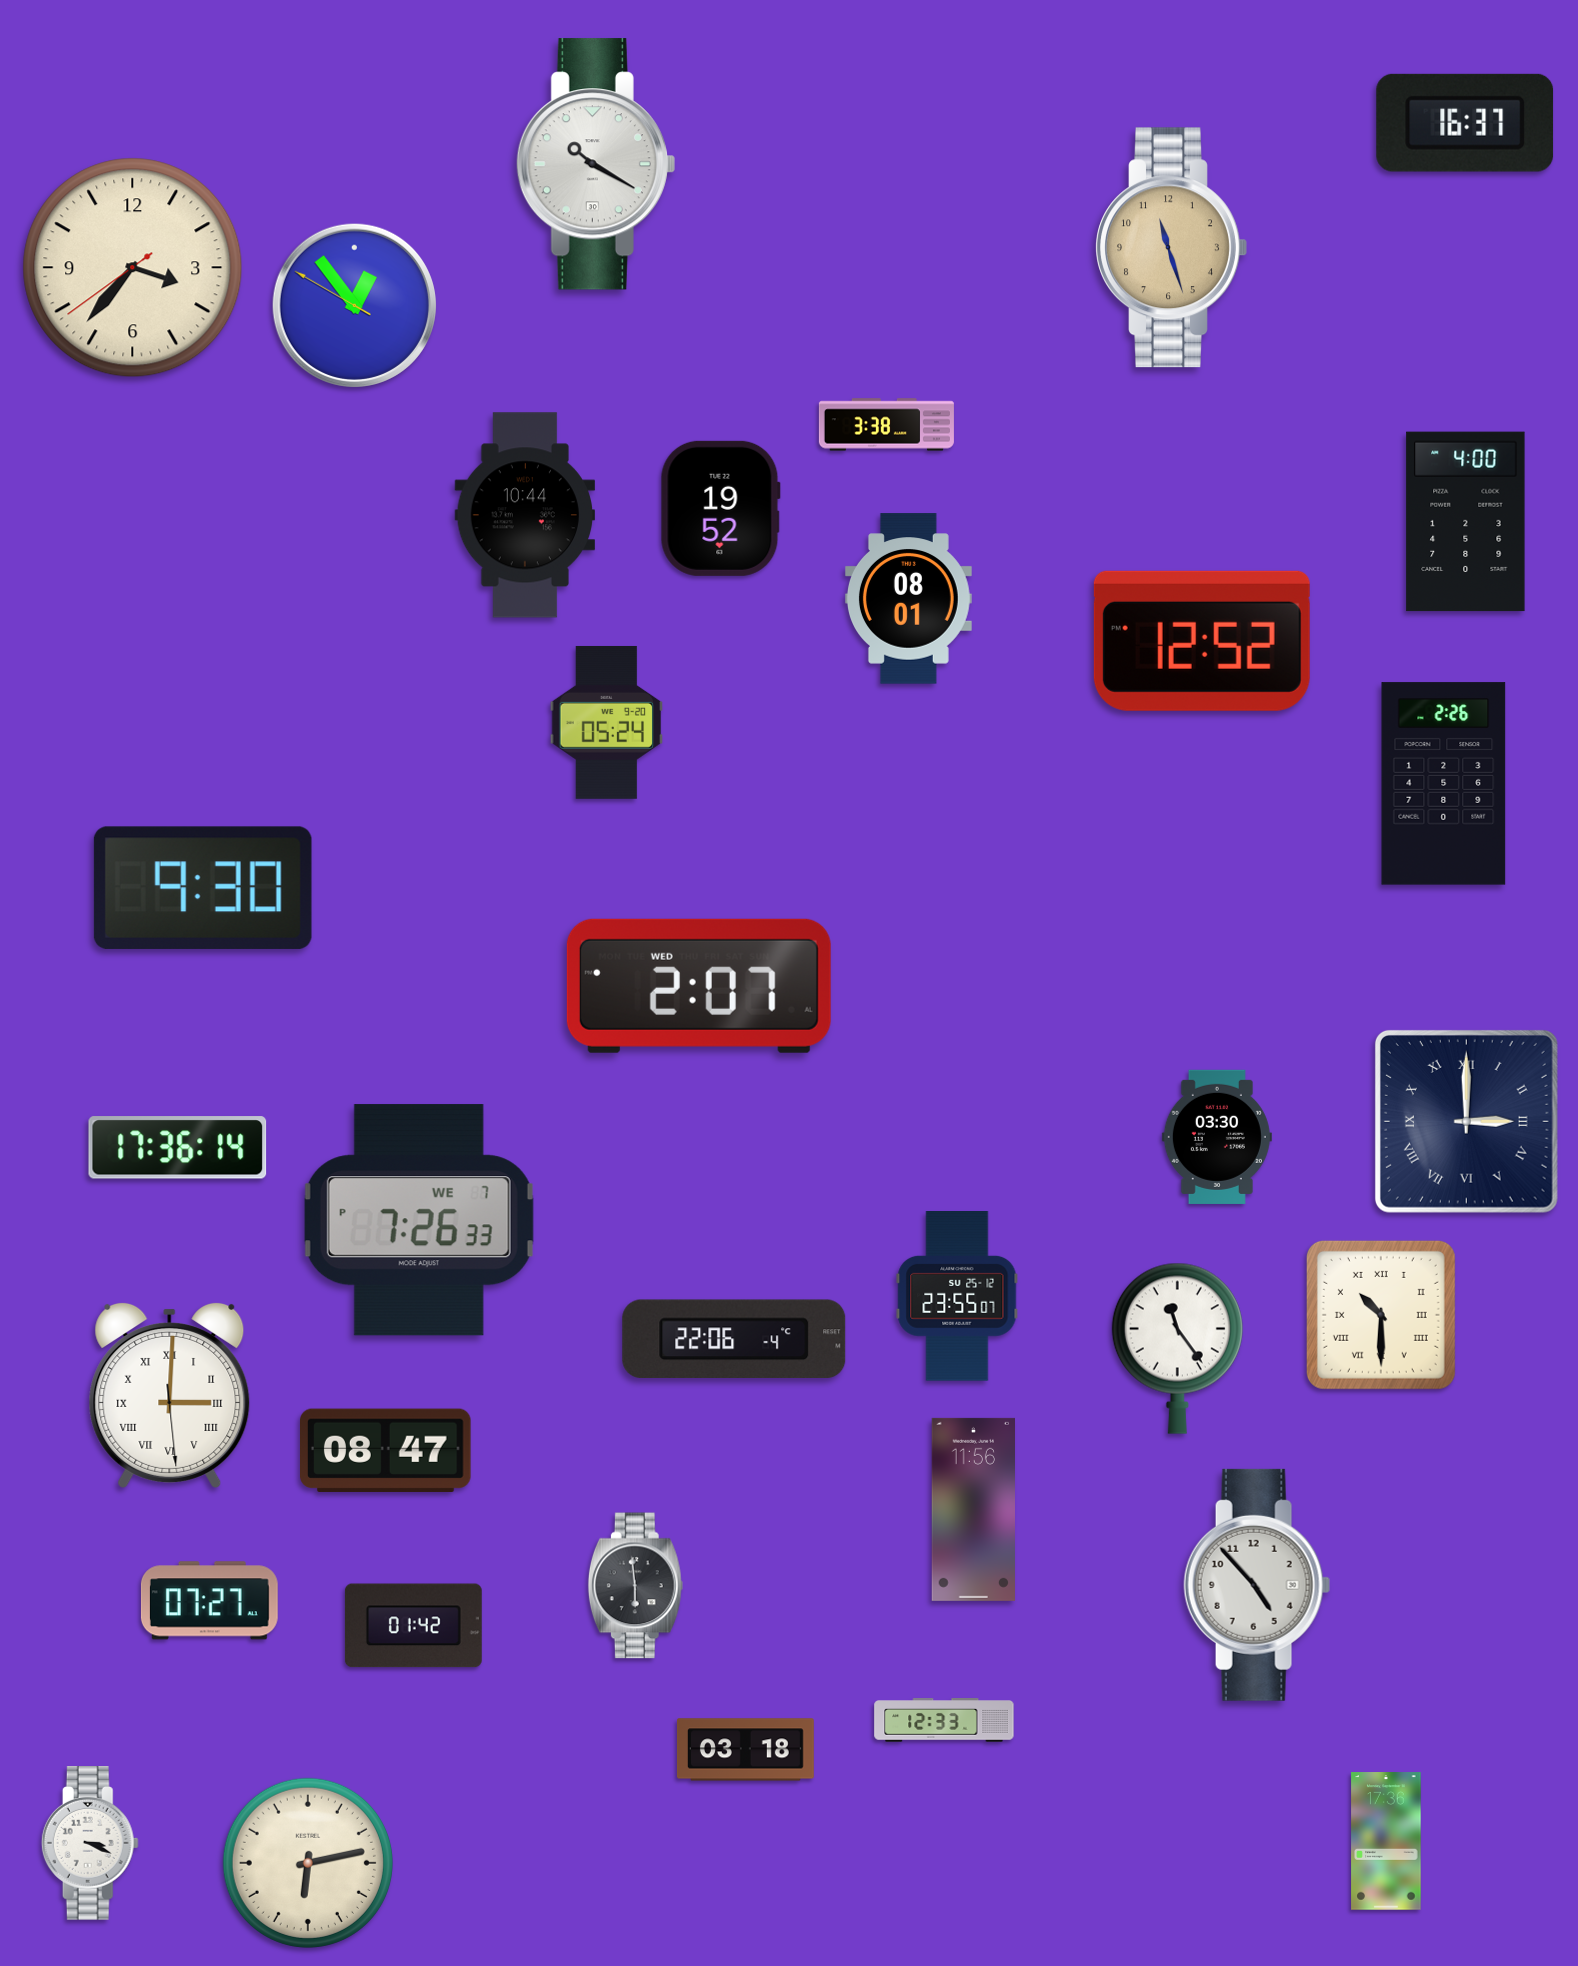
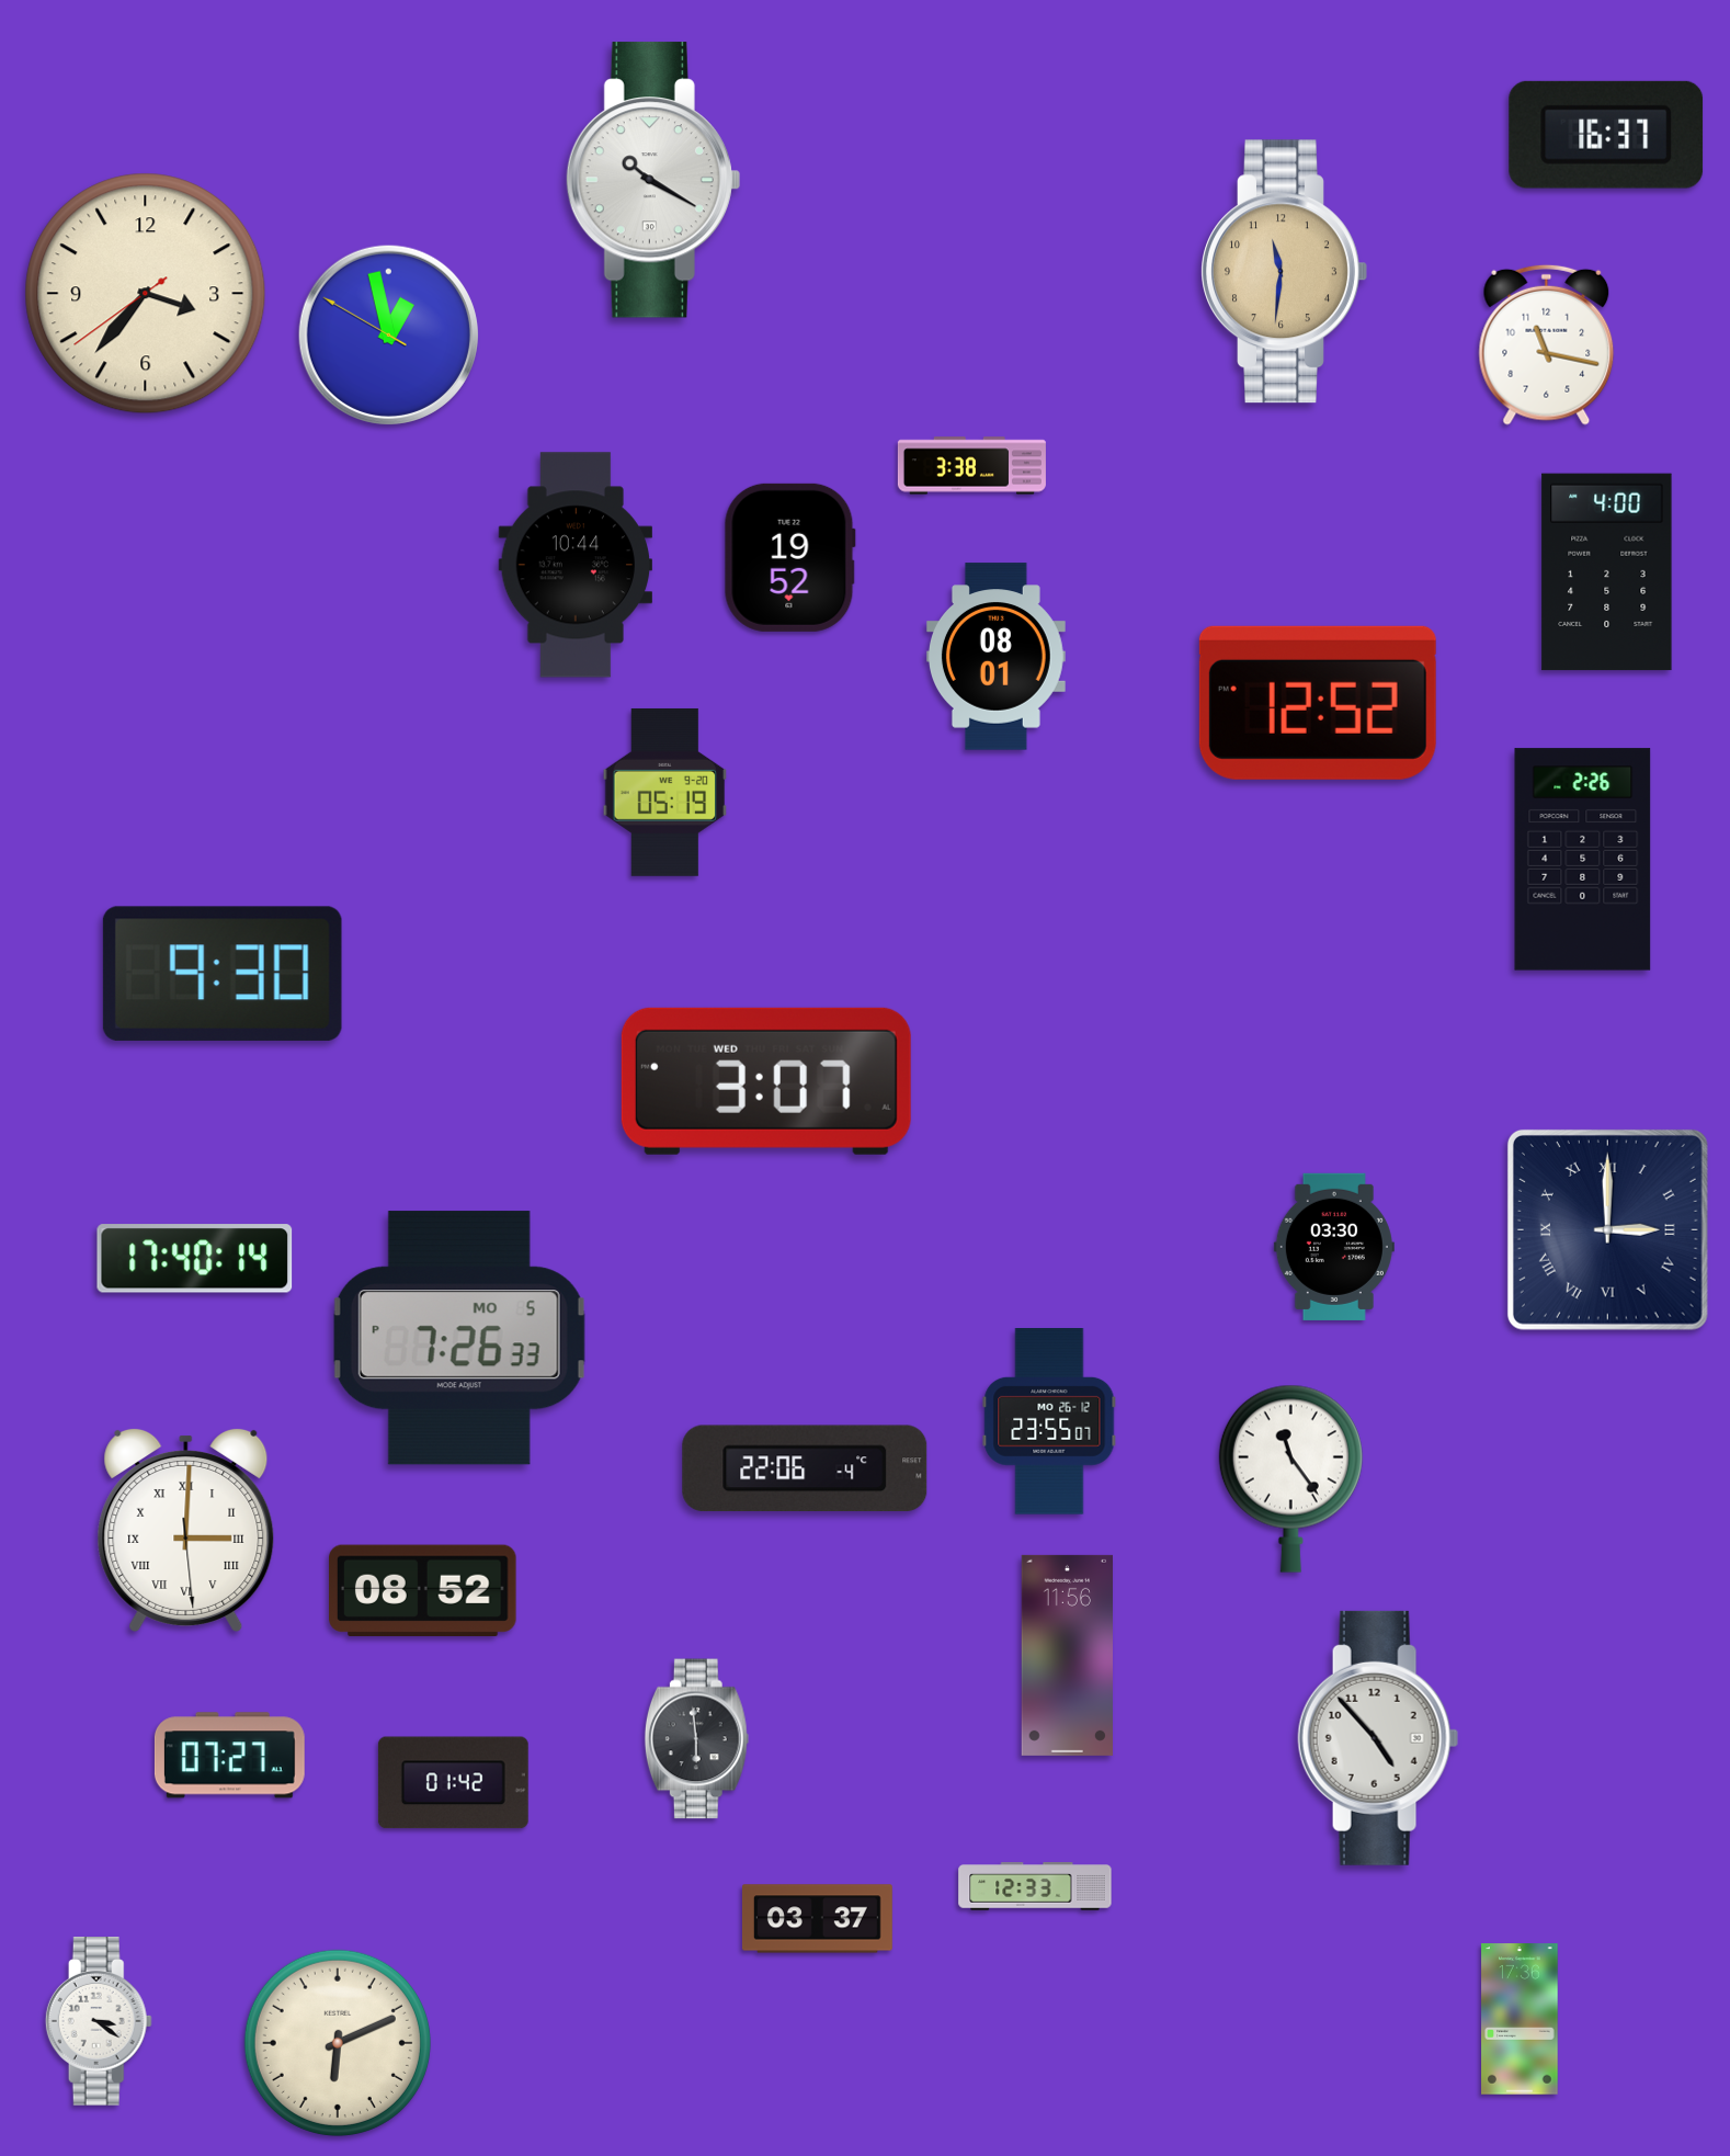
clock at (1171, 248): 11:27 -> 11:31
clock at (354, 305): 12:53 -> 12:57
clock at (1547, 344): none -> 11:17
clock at (607, 722): 05:24 -> 05:19
clock at (699, 986): 2:07 -> 3:07
clock at (178, 1148): 17:36 -> 17:40
clock at (419, 1220) date: WE 7 -> MO 5
clock at (957, 1297) date: SU 25-12 -> MO 26-12
clock at (1381, 1315): 10:30 -> none
clock at (386, 1450): 08:47 -> 08:52
clock at (746, 1750): 03:18 -> 03:37
clock at (90, 1844): 3:19 -> 3:21
clock at (308, 1863): 6:13 -> 6:11
